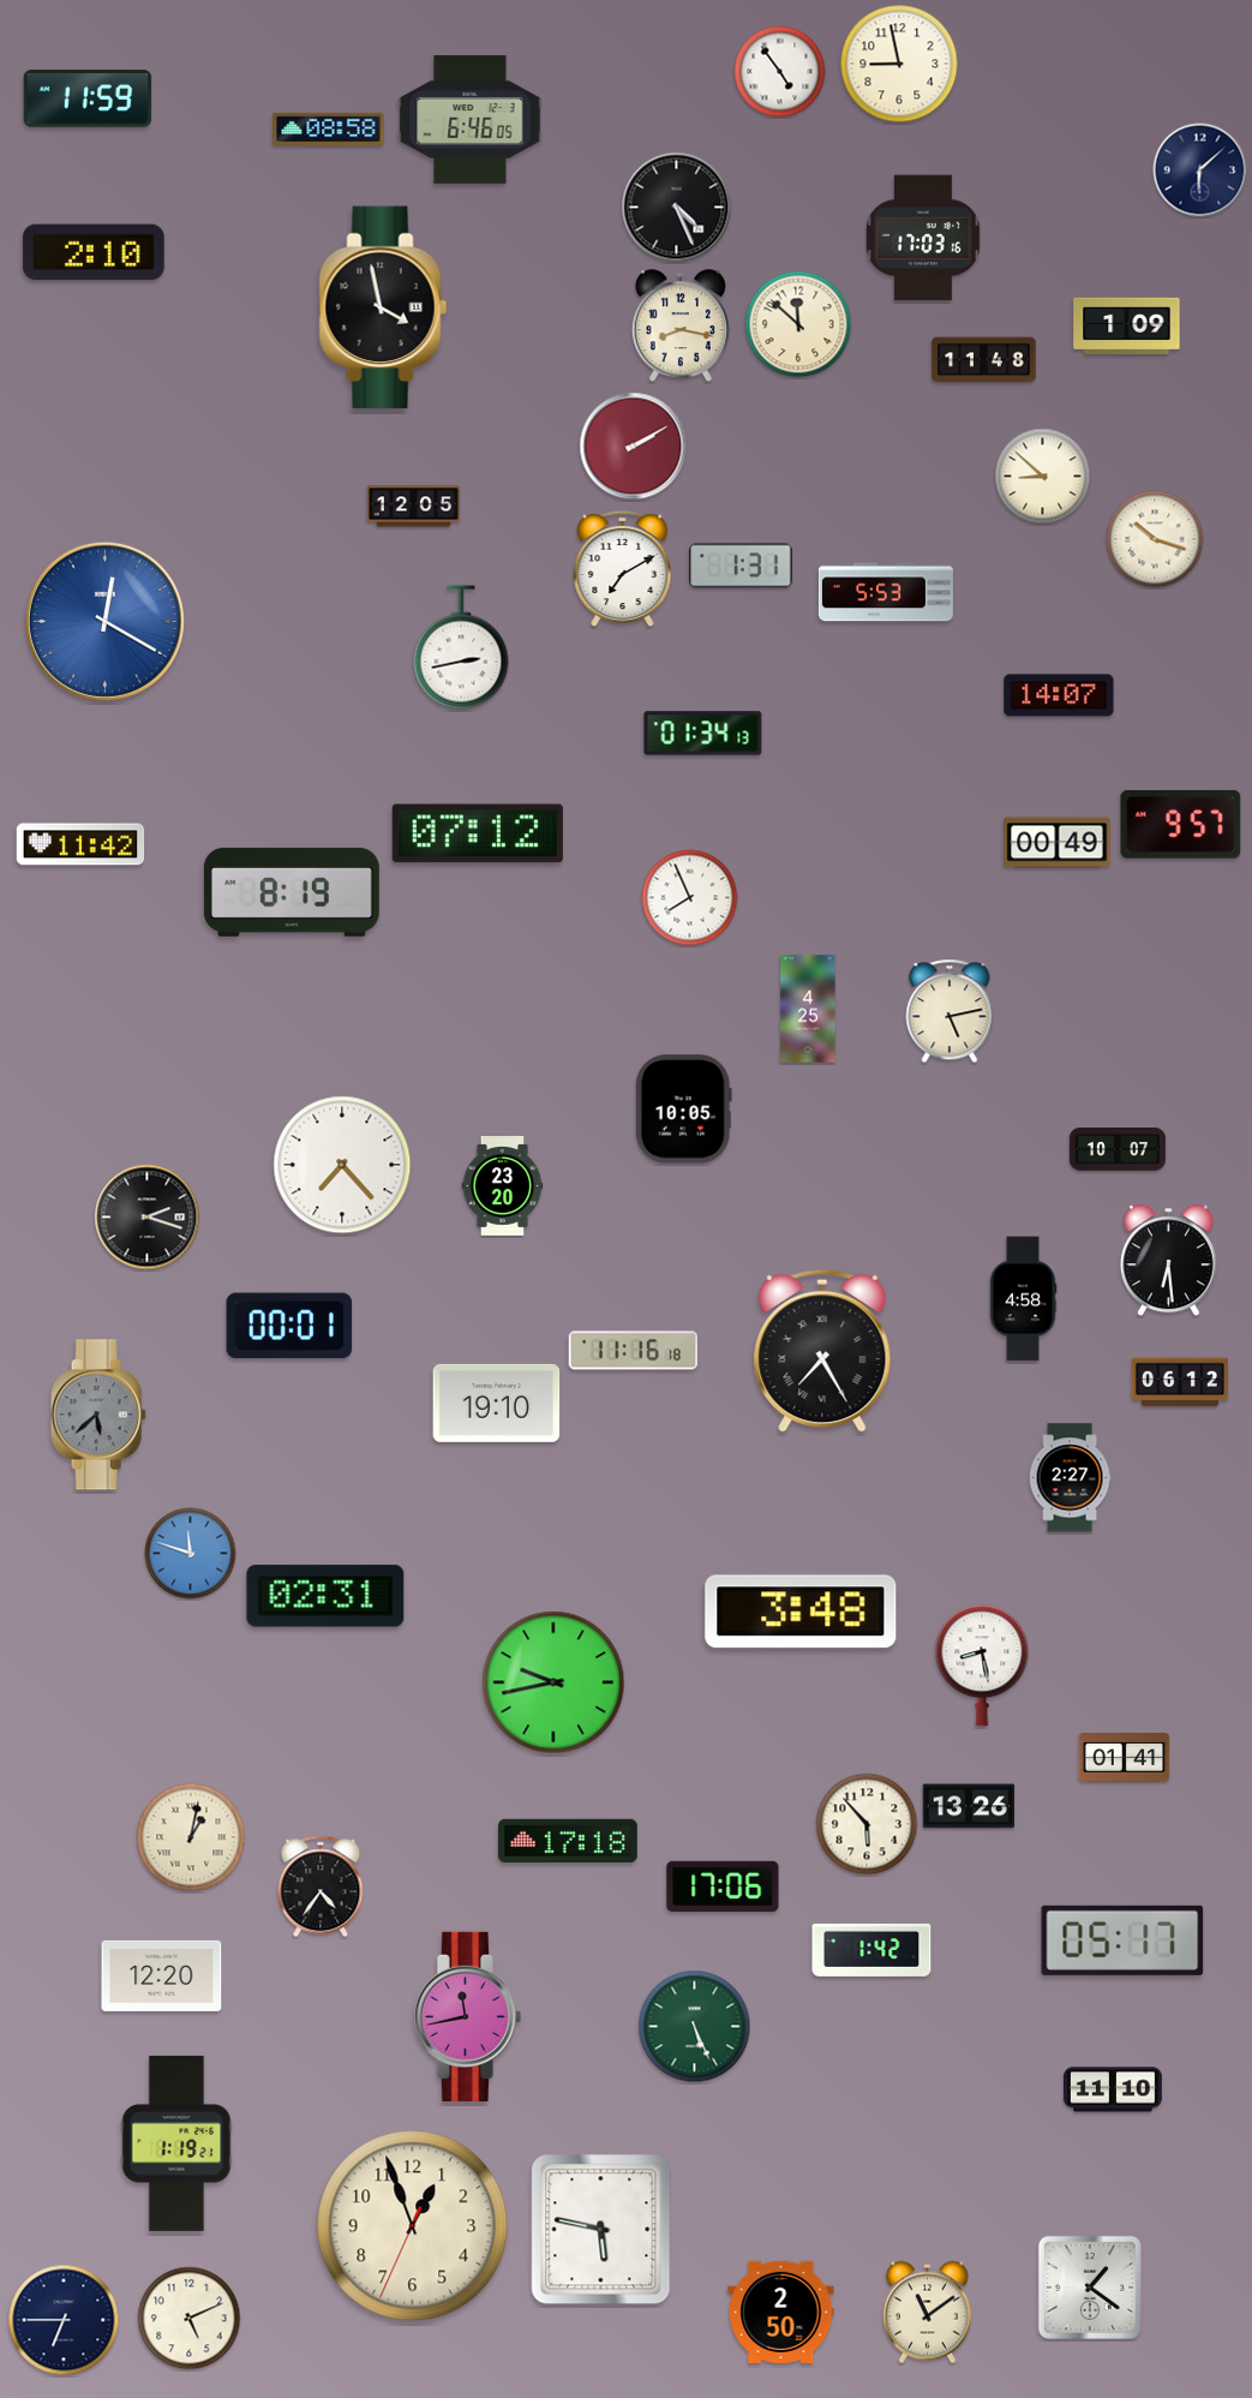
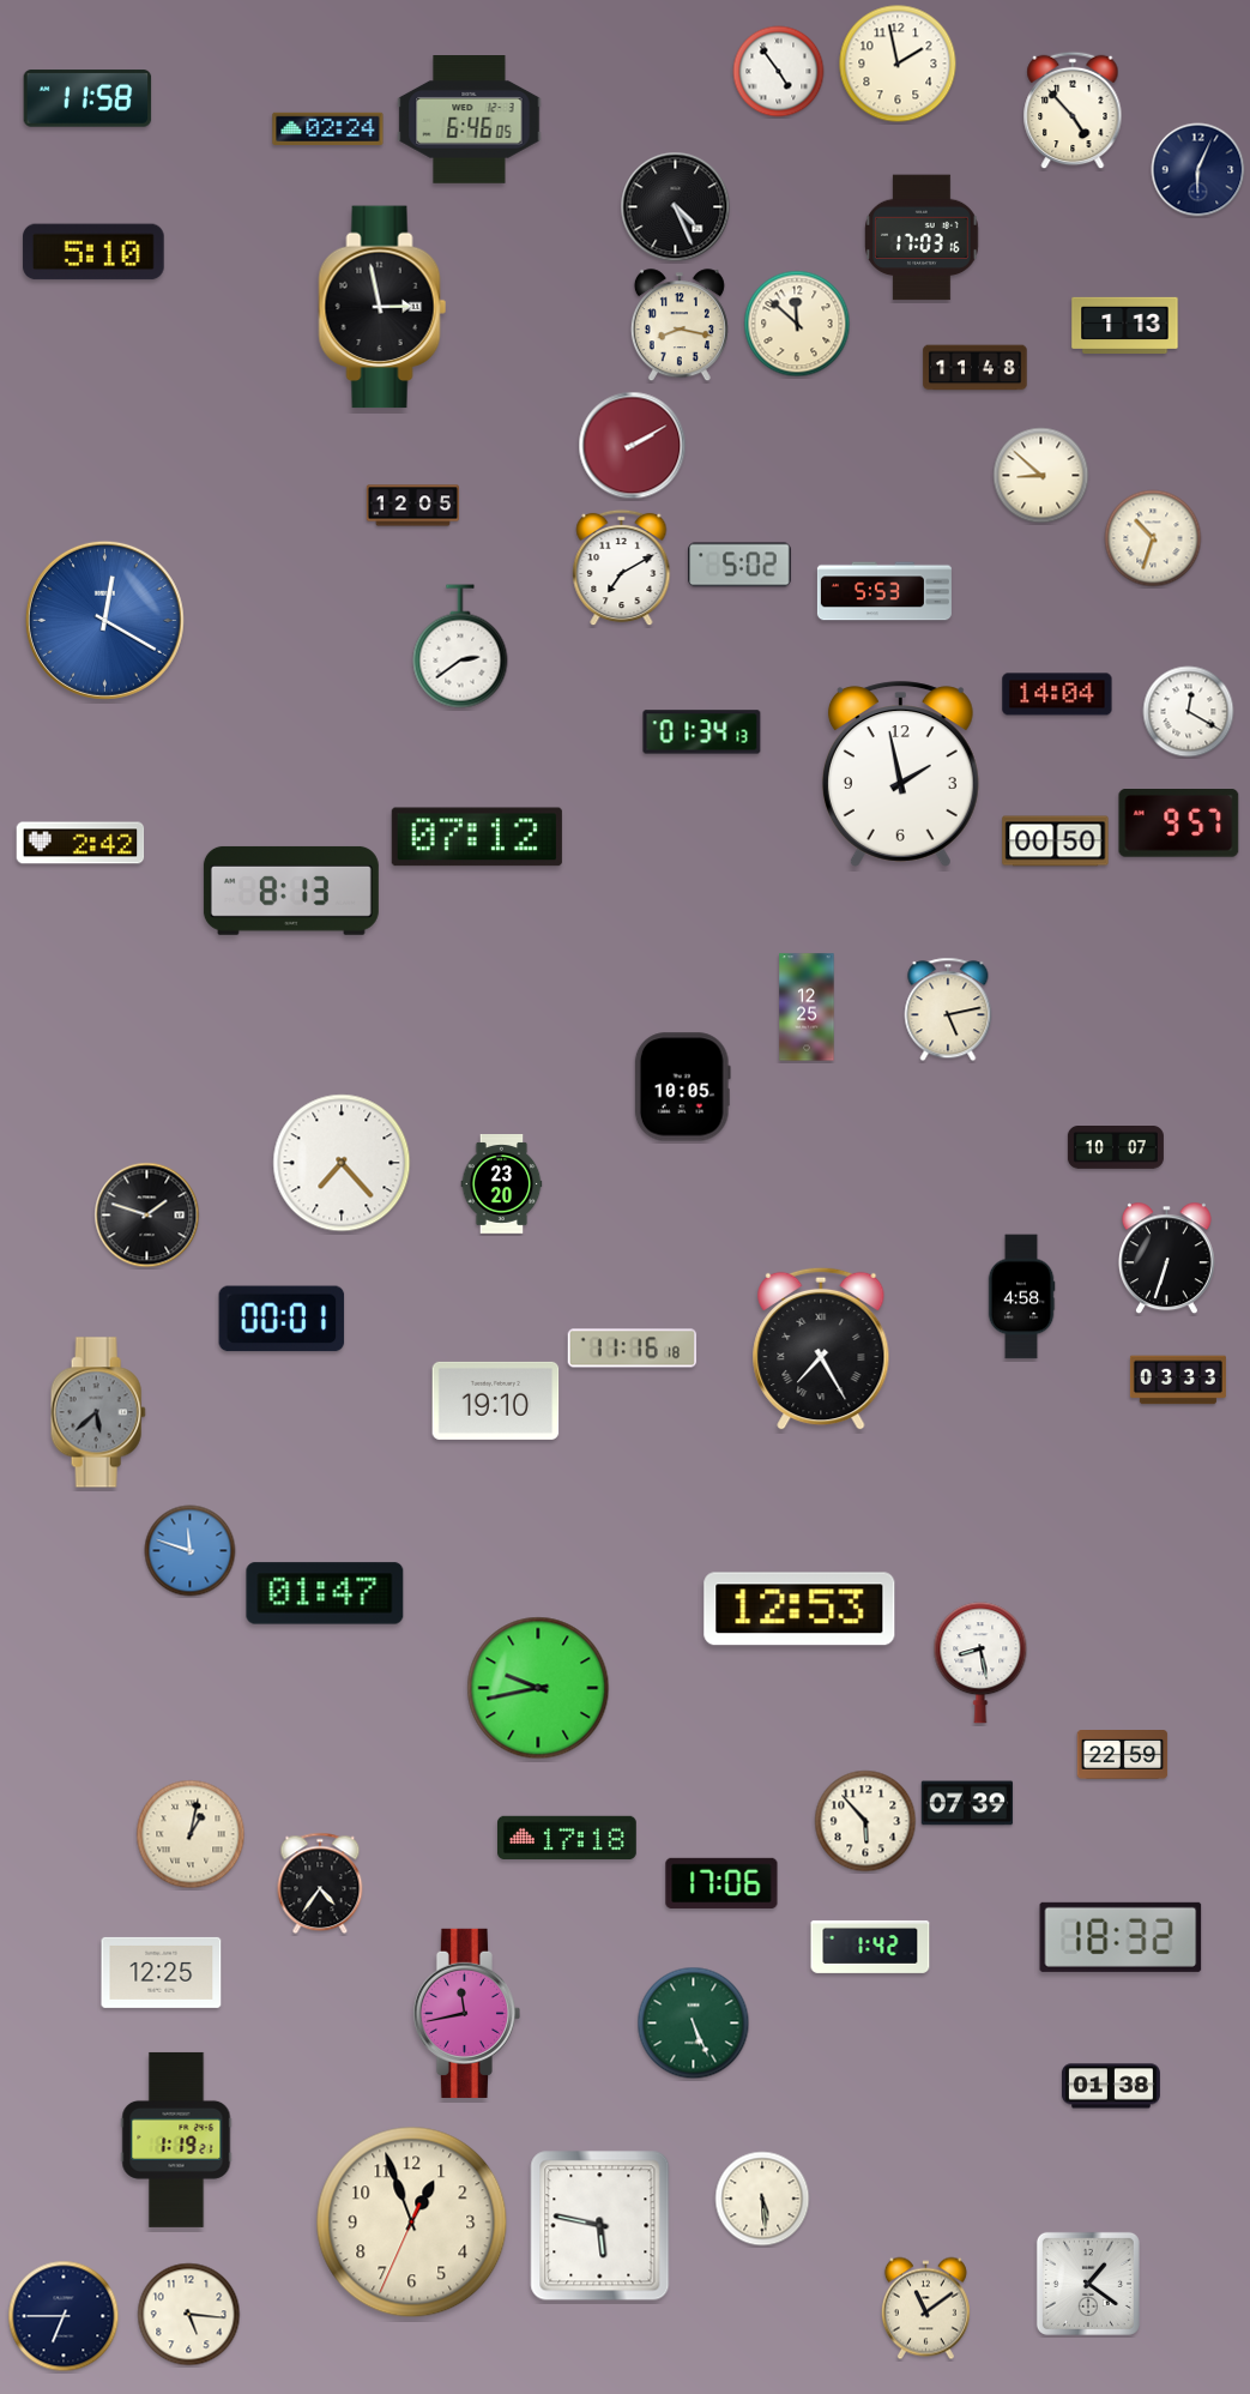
clock at (899, 64): 8:58 -> 1:58
clock at (88, 98): 11:59 -> 11:58
clock at (1073, 110): none -> 4:53
clock at (329, 128): 08:58 -> 02:24
clock at (1200, 171): 6:08 -> 6:04
clock at (94, 252): 2:10 -> 5:10
clock at (383, 307): 3:58 -> 2:58
clock at (1127, 325): 1:09 -> 1:13
clock at (984, 360) position: (984, 360) -> (976, 368)
clock at (1155, 539): 10:18 -> 10:33
clock at (741, 566): 1:31 -> 5:02
clock at (461, 647): 2:43 -> 2:39
clock at (1059, 695): 14:07 -> 14:04
clock at (1189, 712): none -> 12:20
clock at (900, 774): none -> 1:58
clock at (478, 833) position: (478, 833) -> (477, 837)
clock at (1058, 843): 00:49 -> 00:50
clock at (80, 844): 11:42 -> 2:42
clock at (292, 892): 8:19 -> 8:13
clock at (690, 898): 7:56 -> none
clock at (808, 1009): 4:25 -> 12:25
clock at (683, 1110) position: (683, 1110) -> (682, 1087)
clock at (148, 1218): 2:18 -> 1:48
clock at (1168, 1261): 6:29 -> 6:33
clock at (289, 1326) position: (289, 1326) -> (282, 1319)
clock at (1180, 1382): 06:12 -> 03:33
clock at (1070, 1478): 2:27 -> none
clock at (325, 1596): 02:31 -> 01:47
clock at (801, 1611): 3:48 -> 12:53
clock at (553, 1682) position: (553, 1682) -> (538, 1688)
clock at (1125, 1758): 01:41 -> 22:59
clock at (969, 1806): 13:26 -> 07:39
clock at (1122, 1940): 05:17 -> 18:32
clock at (162, 1975): 12:20 -> 12:25
clock at (1113, 2089): 11:10 -> 01:38
clock at (762, 2199): none -> 5:29
clock at (781, 2312): 2:50 -> none
clock at (190, 2319): 5:11 -> 5:16
